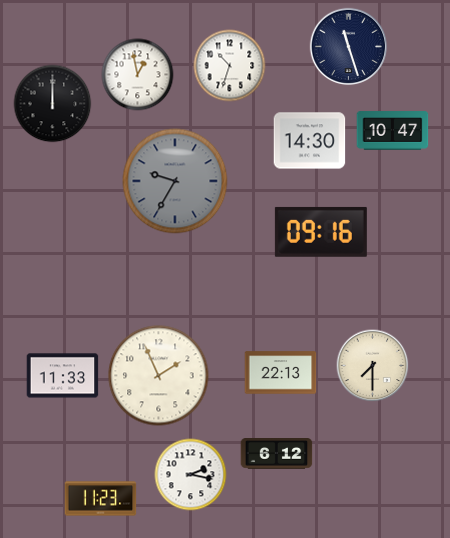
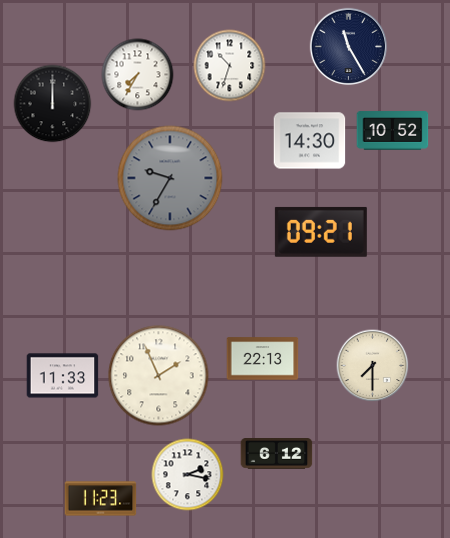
clock at (349, 47): 11:27 -> 11:25
clock at (138, 75): 12:58 -> 7:35
clock at (393, 131): 10:47 -> 10:52
clock at (175, 181) position: (175, 181) -> (170, 178)
clock at (321, 232): 09:16 -> 09:21
clock at (281, 373) position: (281, 373) -> (263, 359)
clock at (191, 475) position: (191, 475) -> (188, 475)
